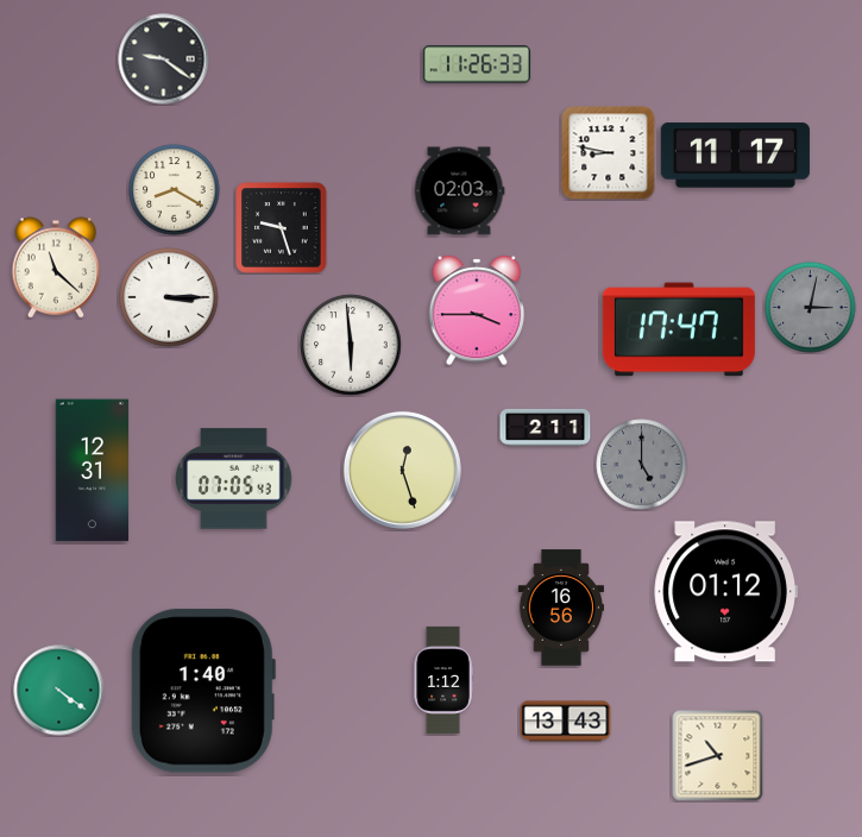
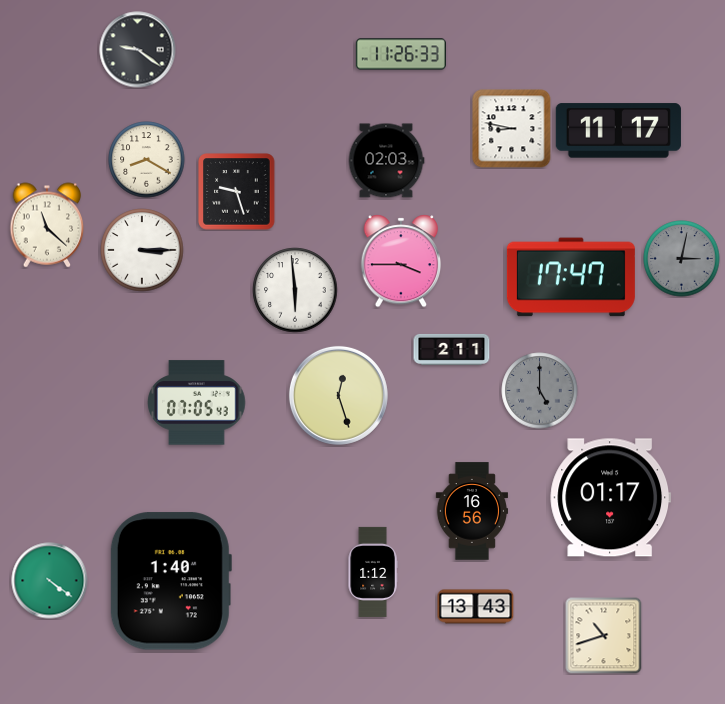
clock at (546, 427) position: (546, 427) -> (452, 349)
clock at (93, 471): 12:31 -> none
clock at (726, 592): 01:12 -> 01:17
